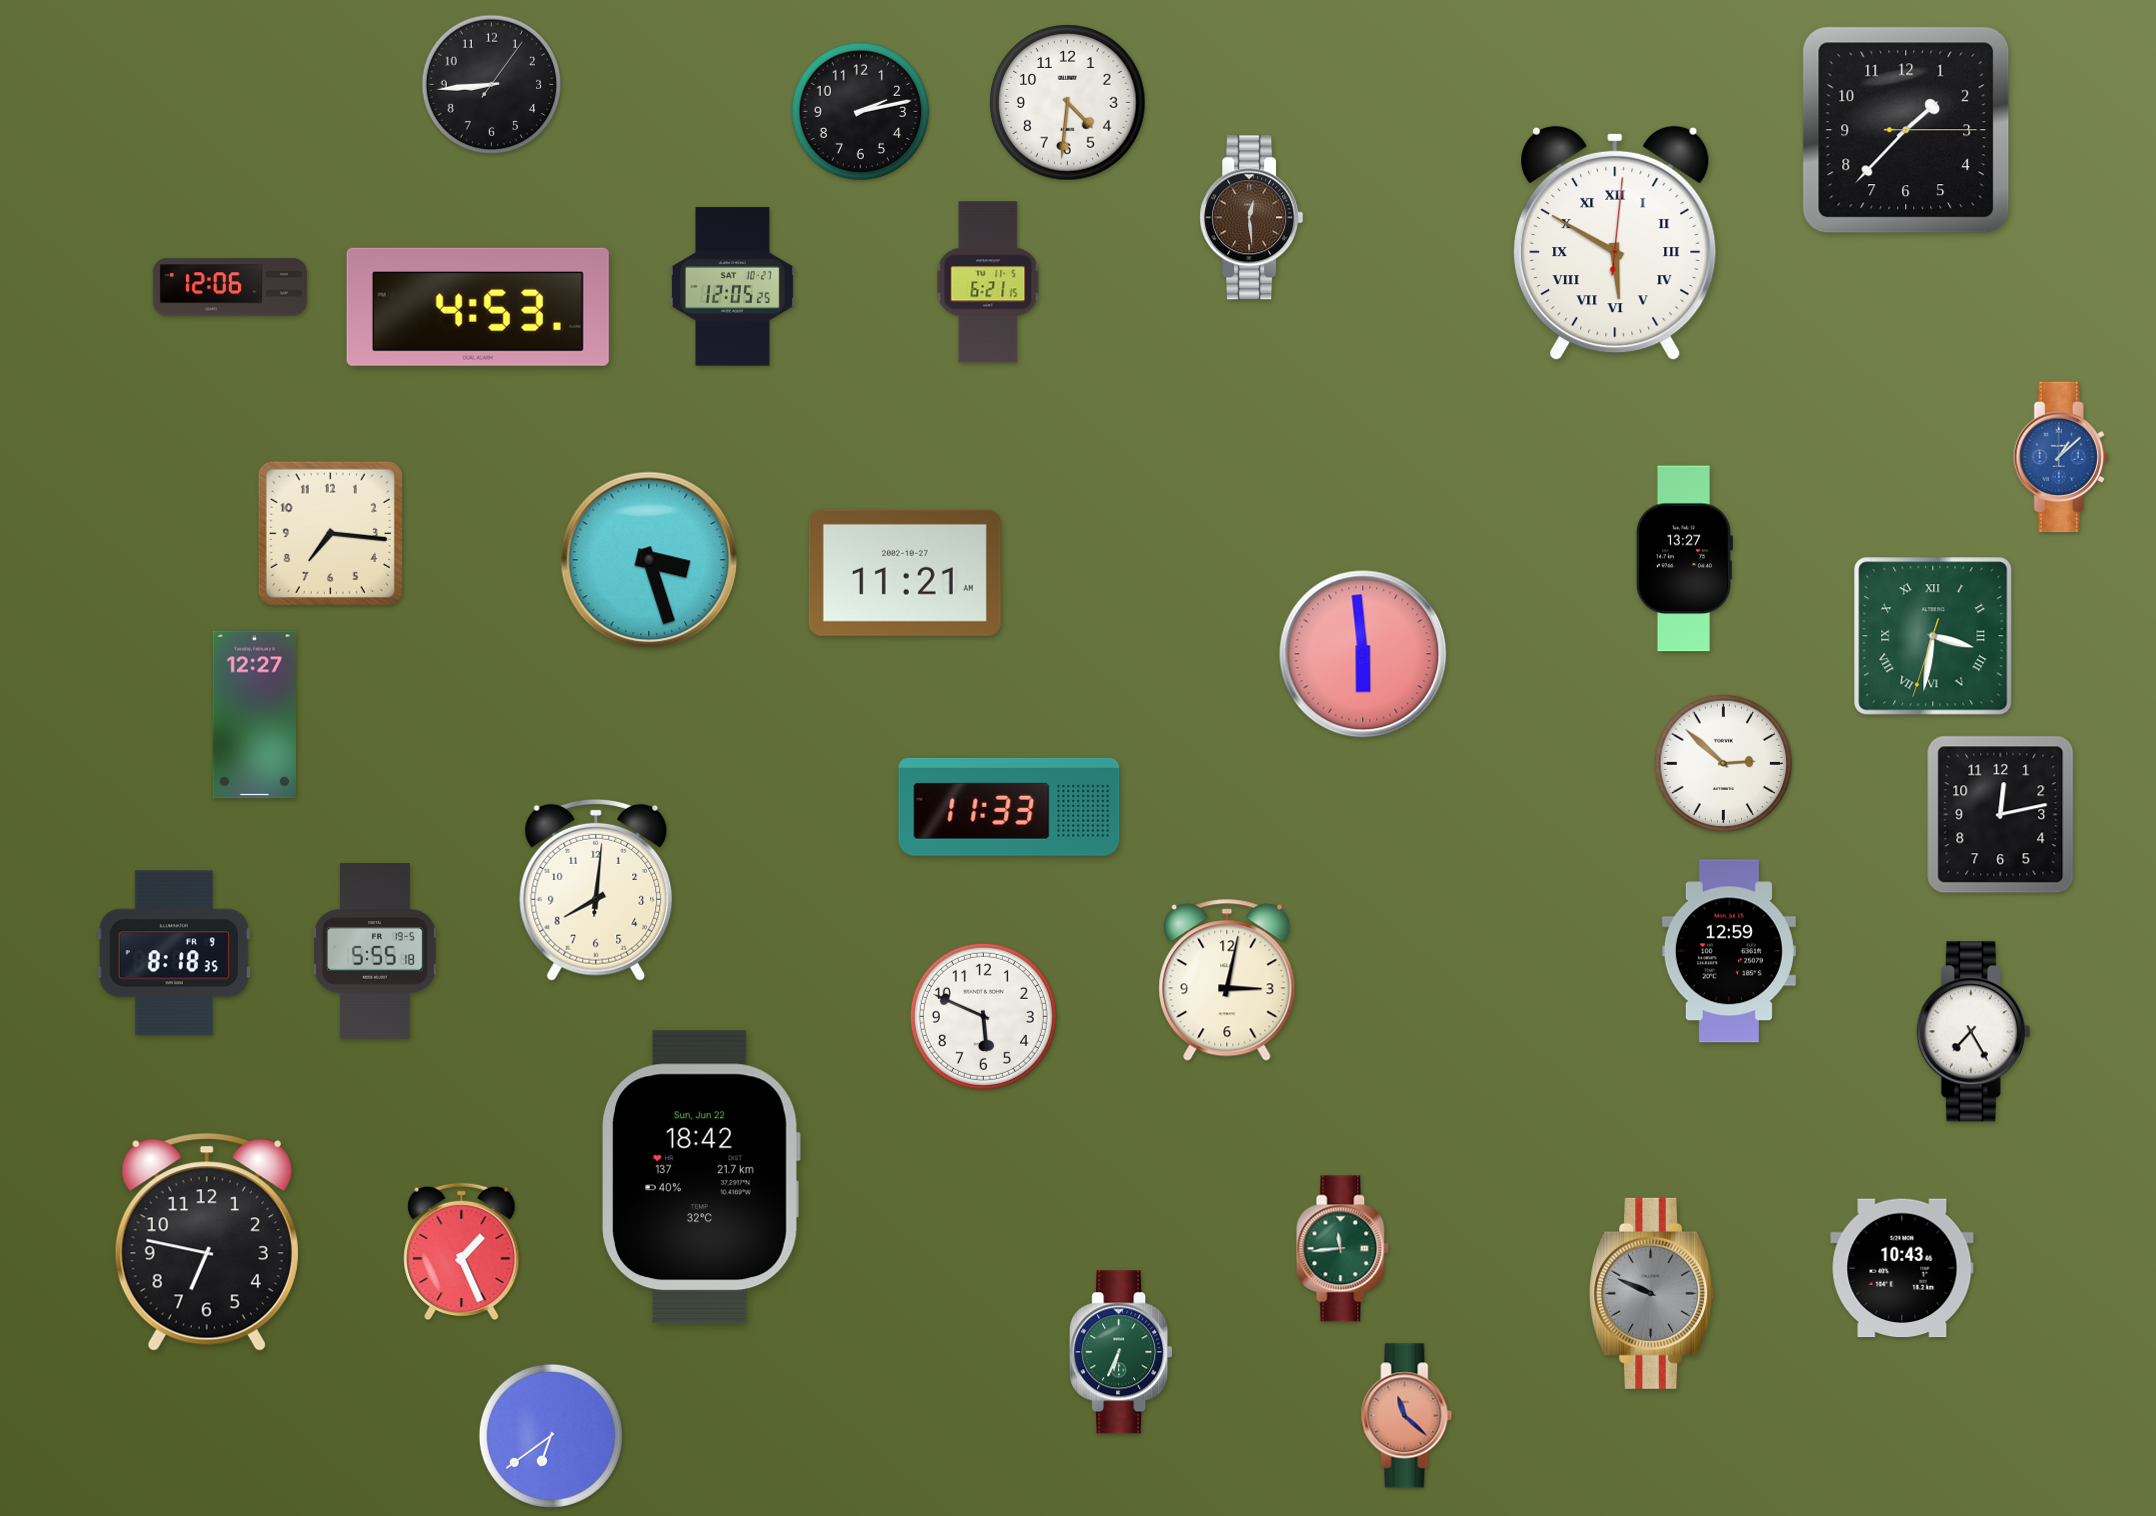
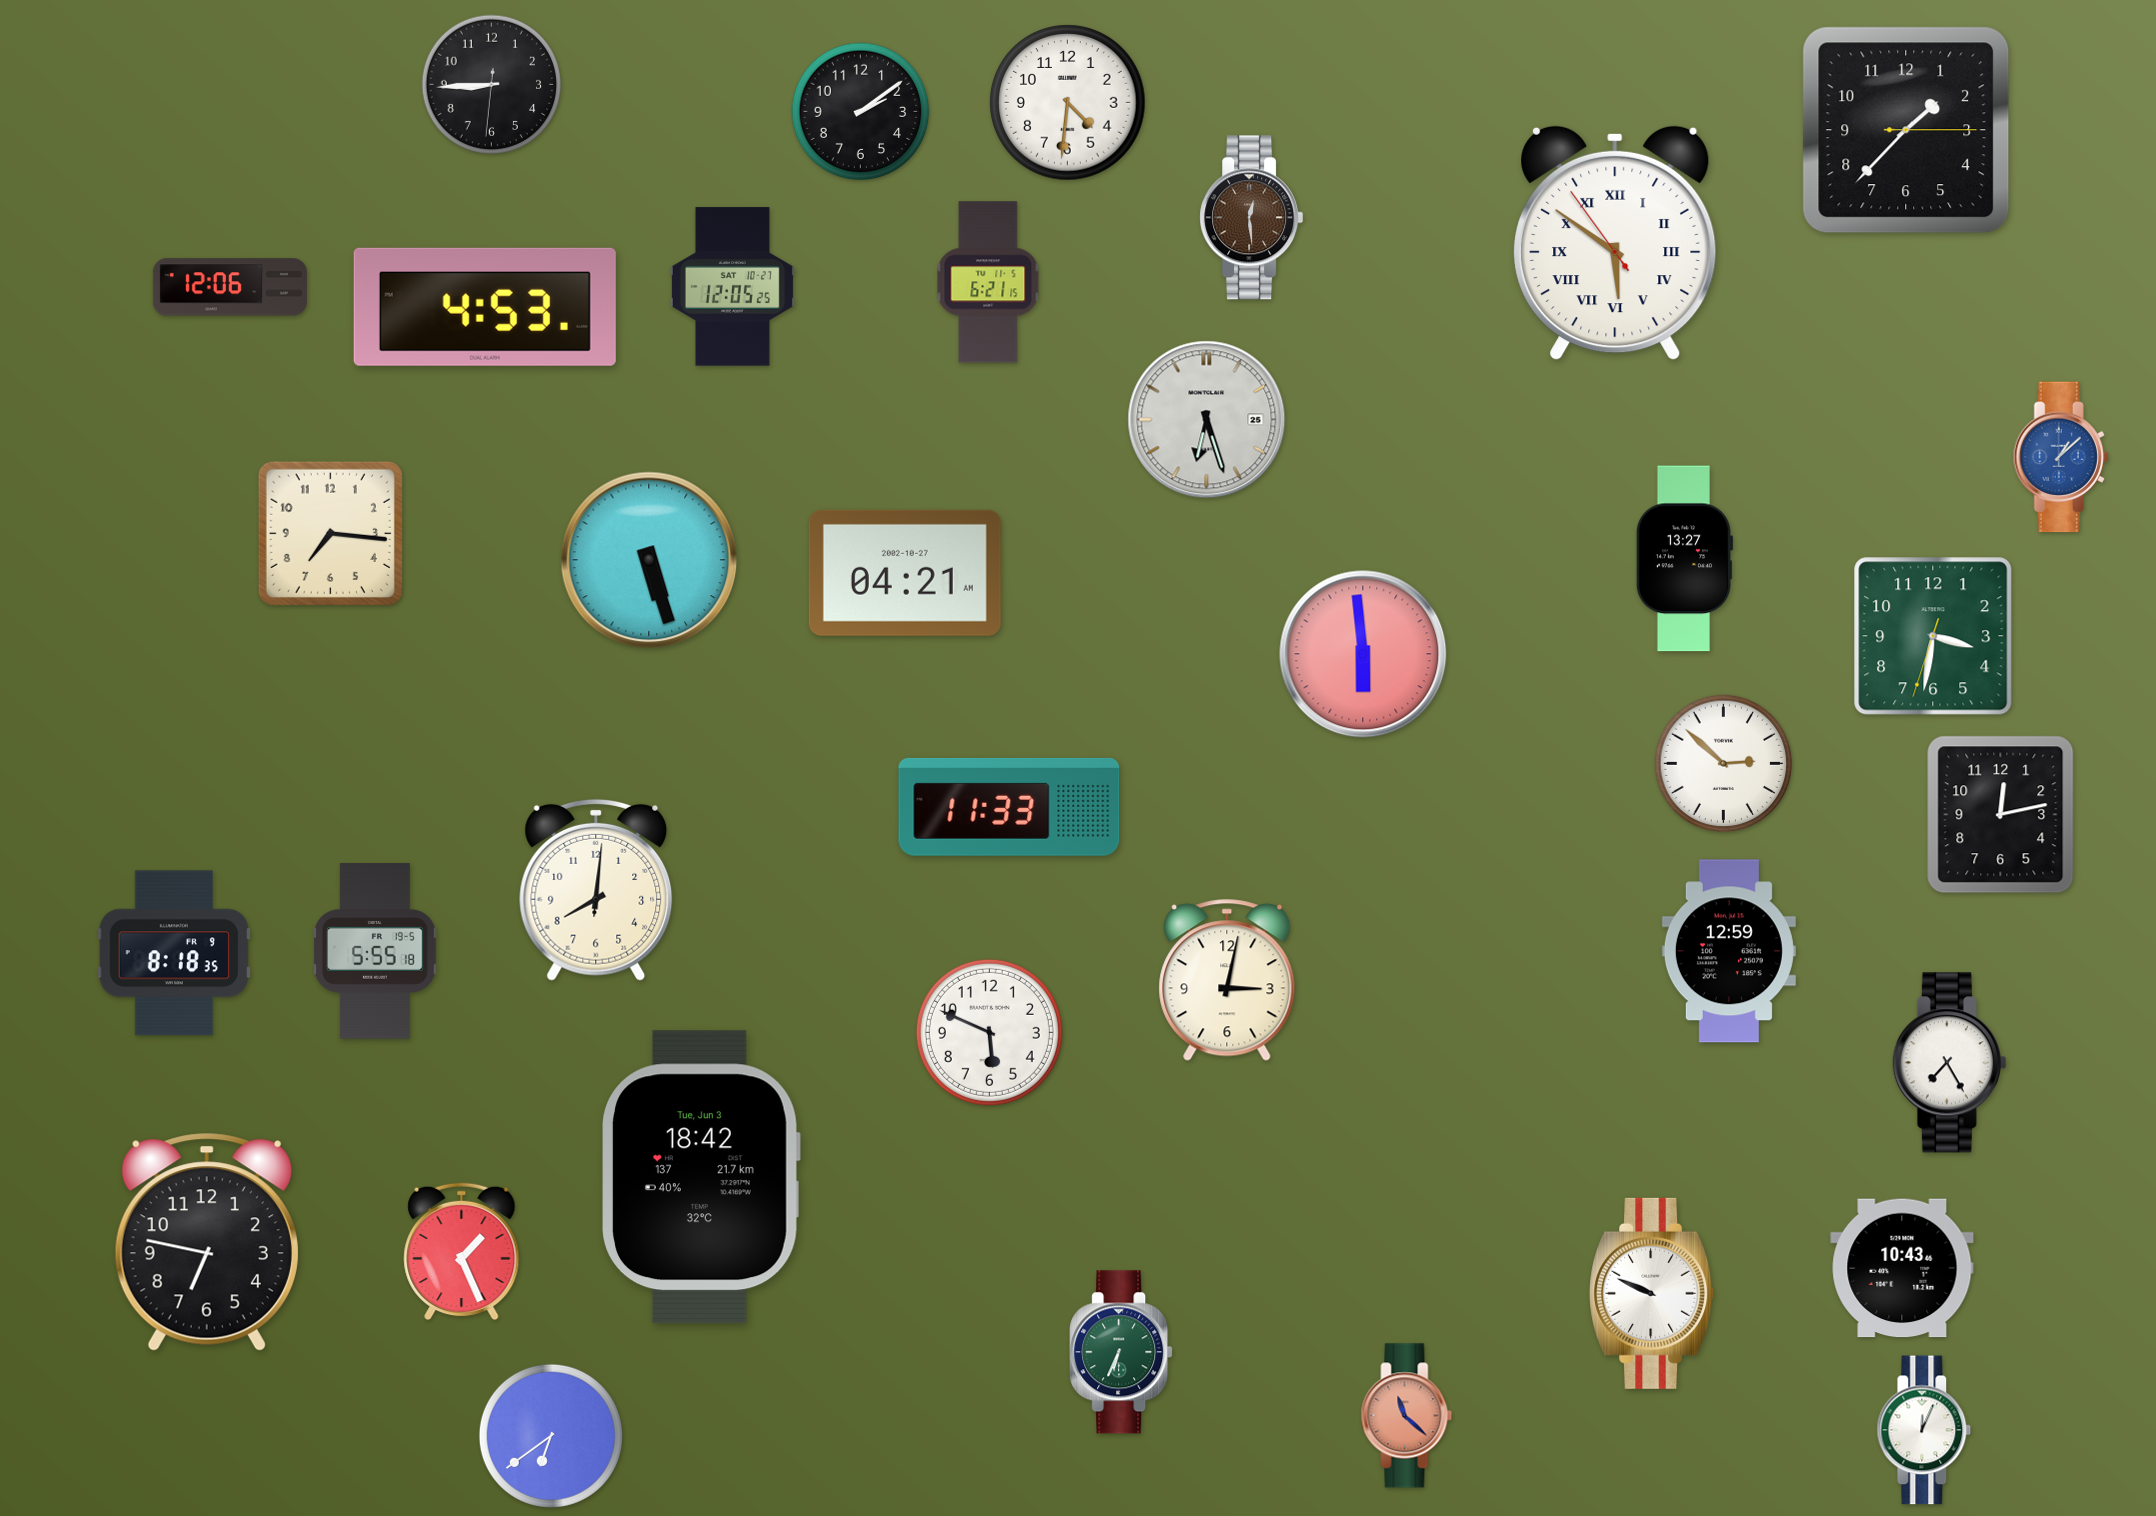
clock at (492, 85): 8:44:06 -> 8:44:31
clock at (861, 112): 2:13 -> 2:09
clock at (1615, 243): 5:50:01 -> 5:50:54
clock at (478, 307) position: (478, 307) -> (485, 307)
clock at (1207, 420): none -> 6:27
clock at (649, 560): 3:27 -> 5:27
clock at (905, 573): 11:21 -> 04:21
clock at (1933, 636) numerals: Roman -> Arabic
clock at (254, 715): 12:27 -> none
clock at (983, 1016) position: (983, 1016) -> (989, 1032)
clock at (1973, 1032) position: (1973, 1032) -> (1949, 1063)
clock at (701, 1177) date: Sun, Jun 22 -> Tue, Jun 3
clock at (1343, 1249): 11:44 -> none
clock at (1652, 1293) dial: grey -> white
clock at (1924, 1430): none -> 12:04
